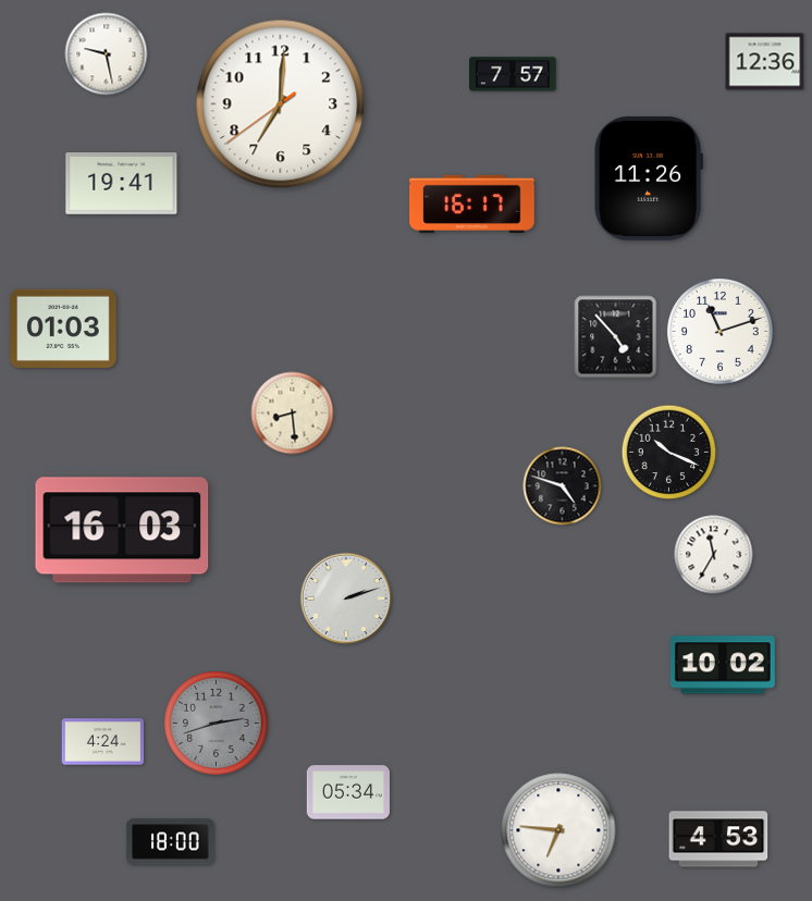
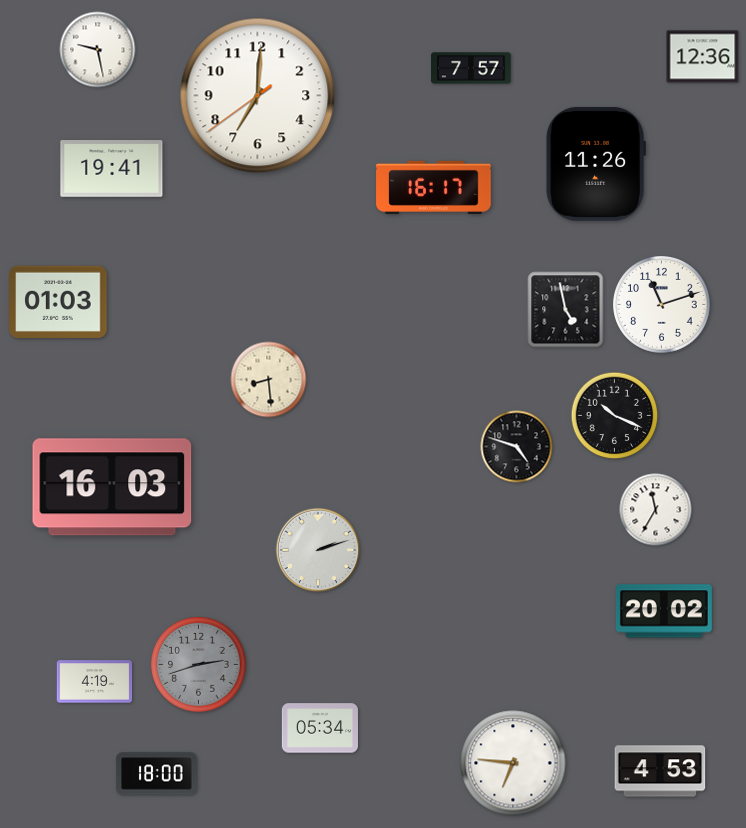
clock at (616, 337): 4:53 -> 4:58
clock at (723, 665): 10:02 -> 20:02
clock at (103, 742): 4:24 -> 4:19
